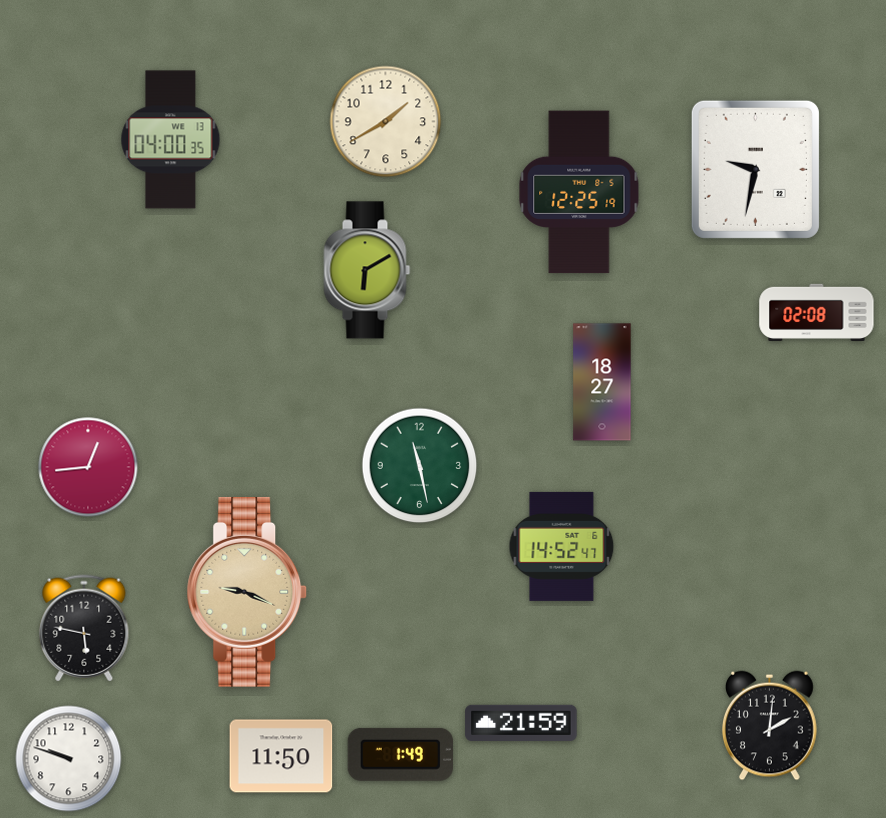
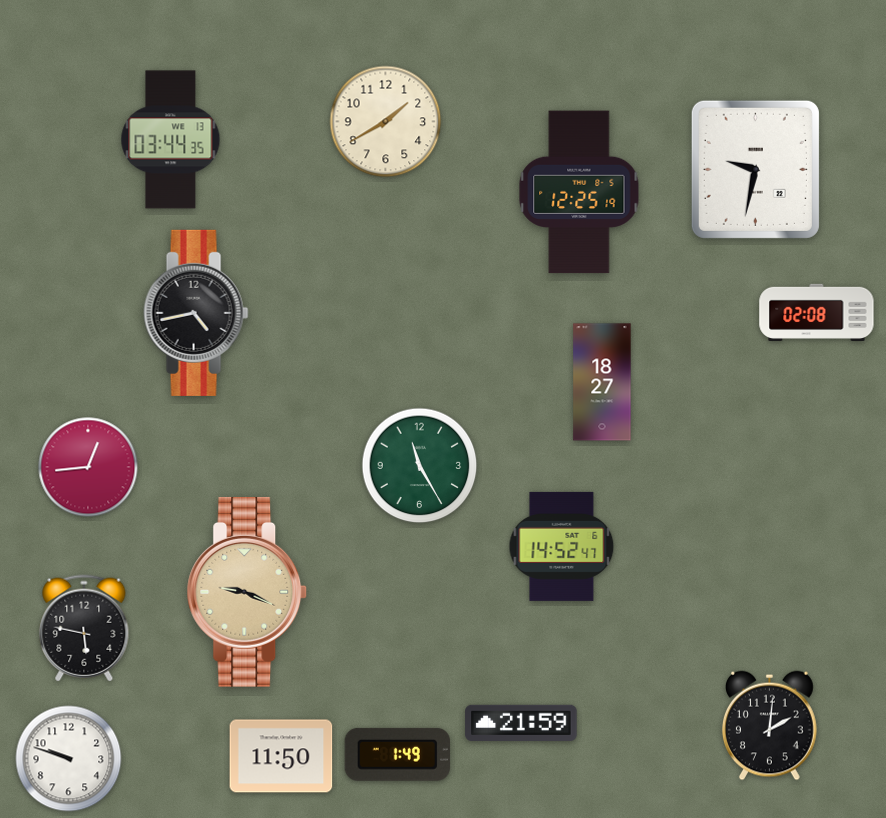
clock at (171, 140): 04:00 -> 03:44
clock at (367, 270): 6:10 -> none
clock at (196, 313): none -> 4:43
clock at (420, 466): 11:28 -> 11:25
clock at (400, 754) position: (400, 754) -> (397, 754)
